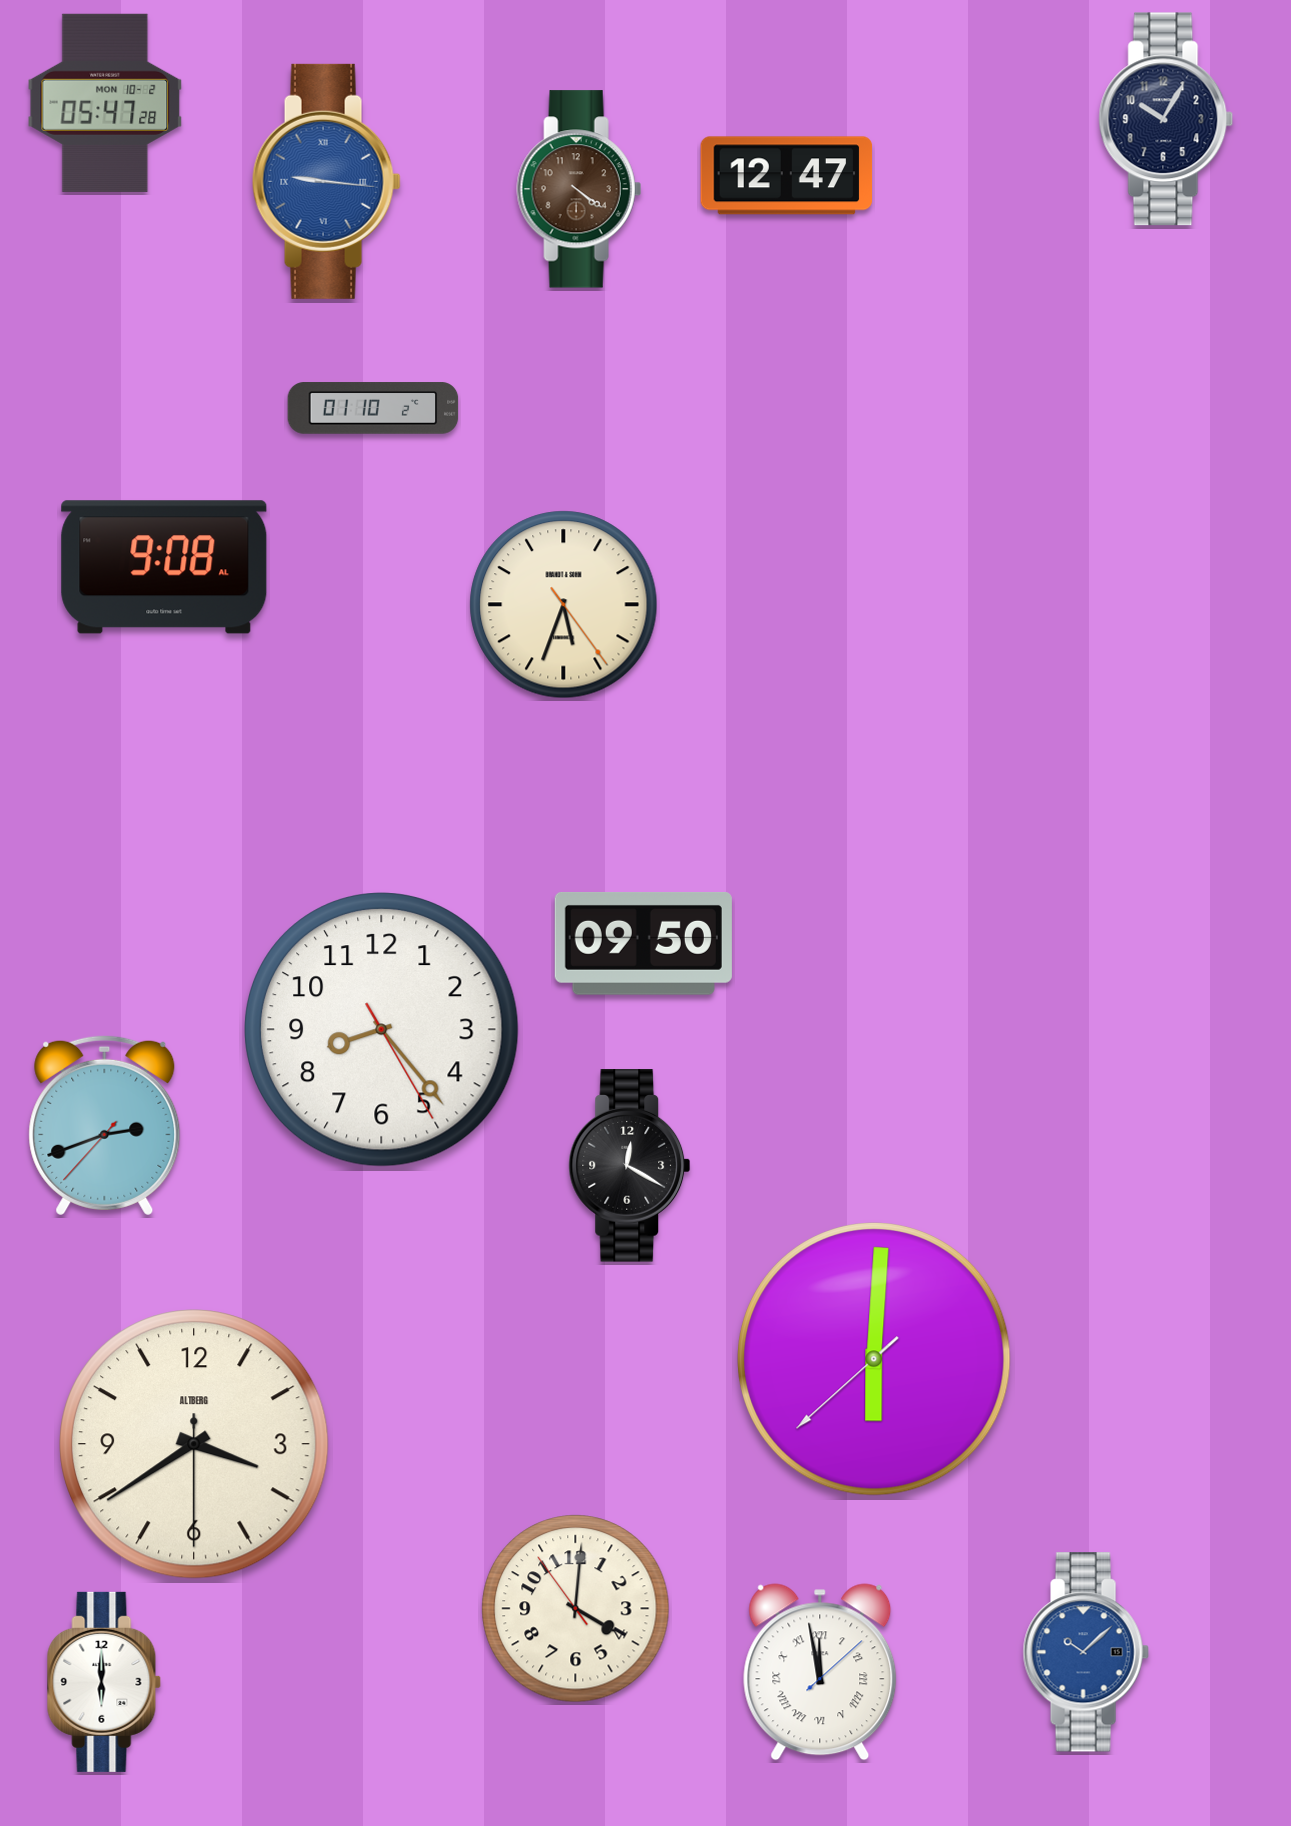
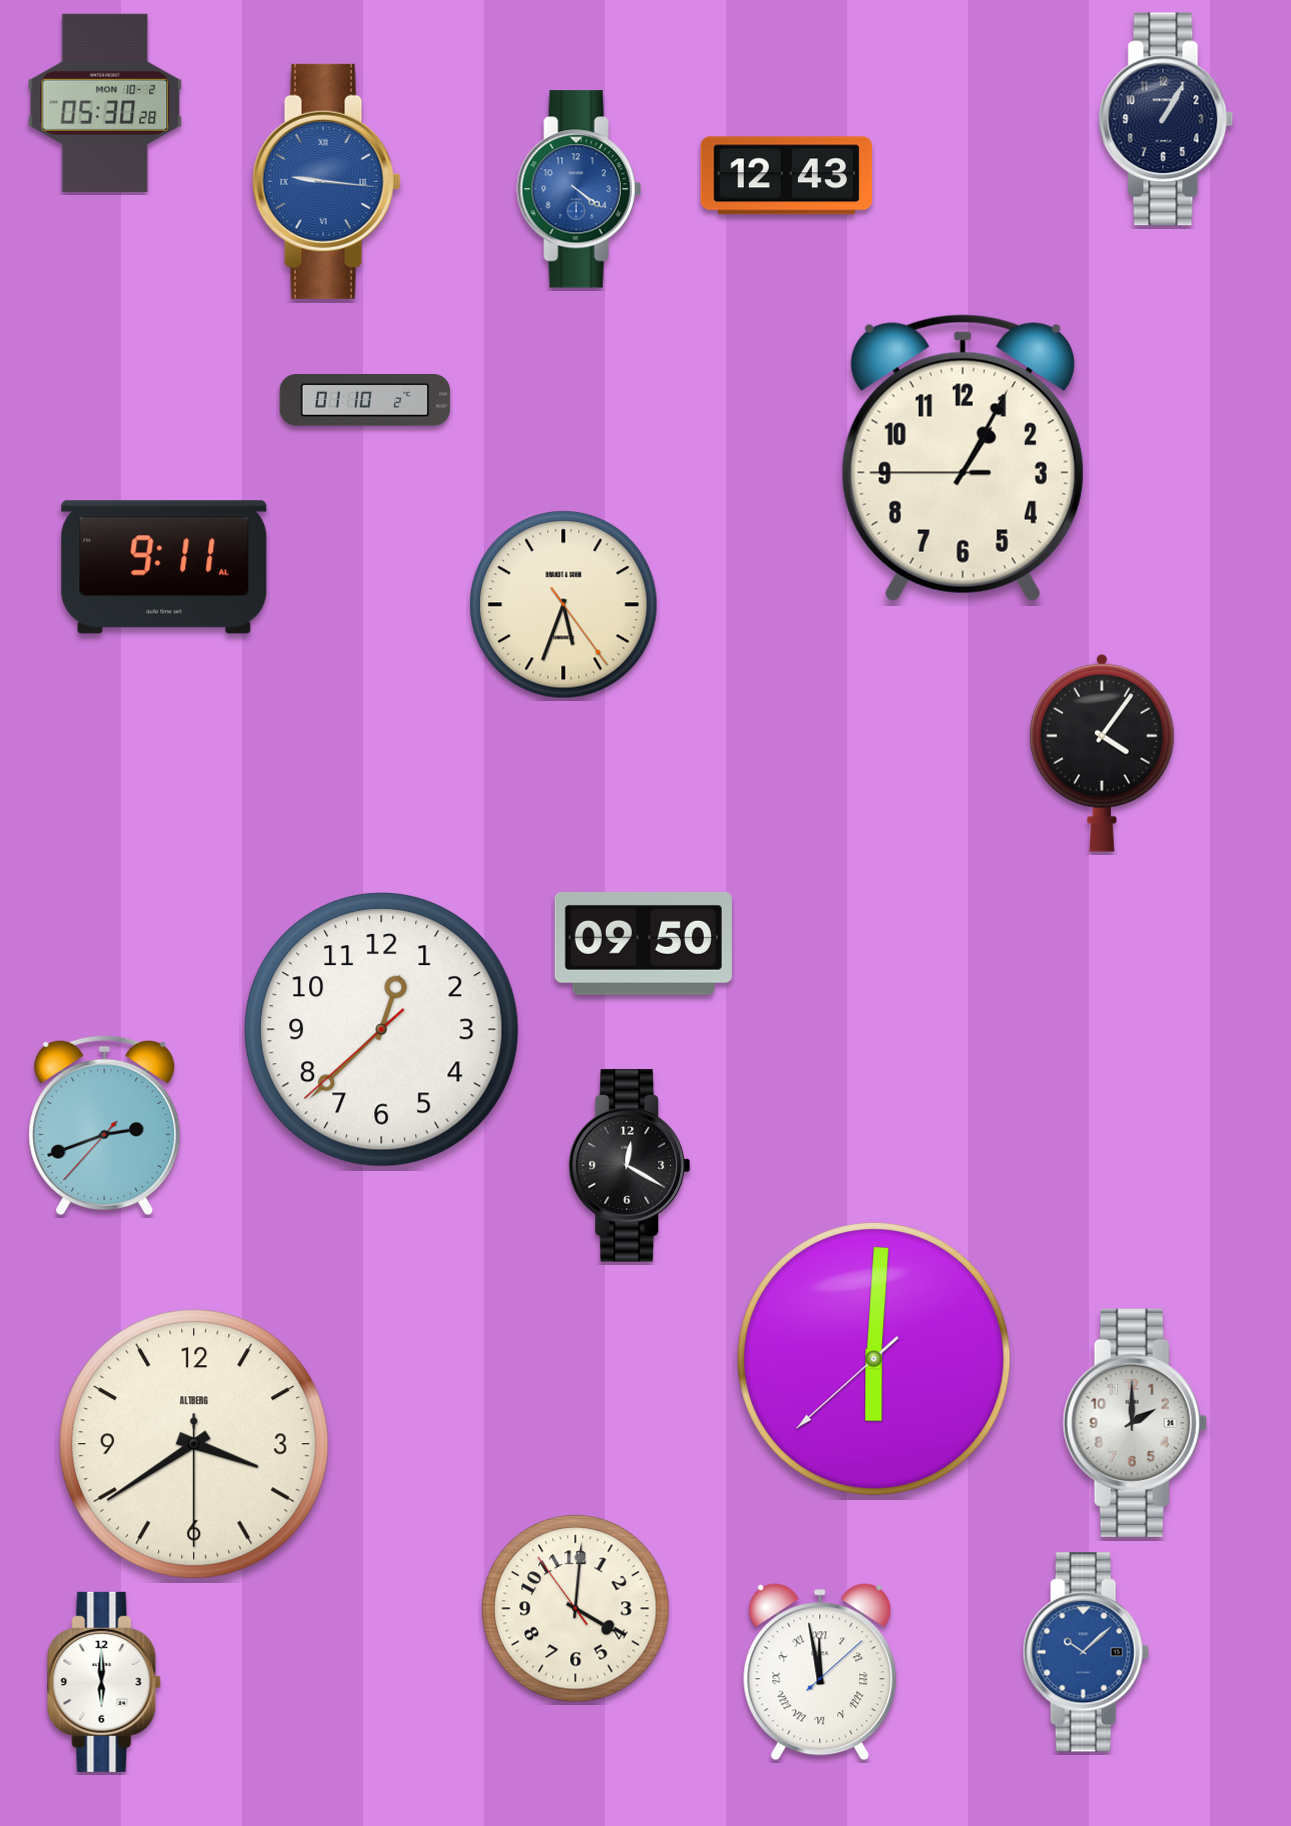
clock at (105, 103): 05:47 -> 05:30
clock at (1166, 119): 10:05 -> 1:05
clock at (787, 176): 12:47 -> 12:43
clock at (579, 189) dial: brown -> blue
clock at (373, 408) position: (373, 408) -> (365, 400)
clock at (963, 458): none -> 1:04
clock at (164, 567): 9:08 -> 9:11
clock at (1102, 753): none -> 4:06
clock at (382, 1030): 8:23 -> 12:37
clock at (1135, 1423): none -> 2:00
